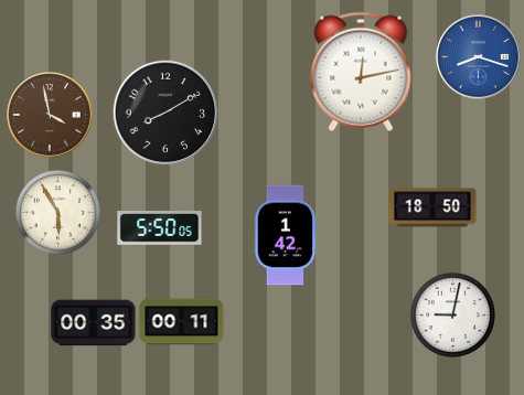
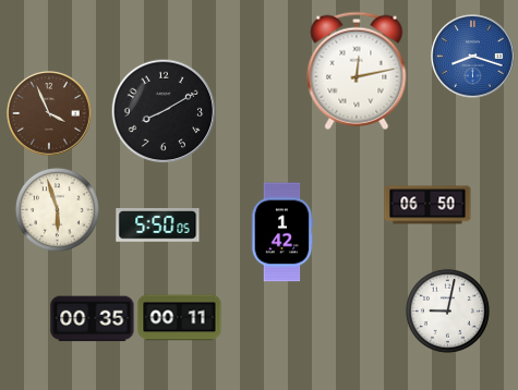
clock at (50, 115): 3:58 -> 3:56
clock at (432, 207): 18:50 -> 06:50
clock at (57, 212): 5:55 -> 5:57
